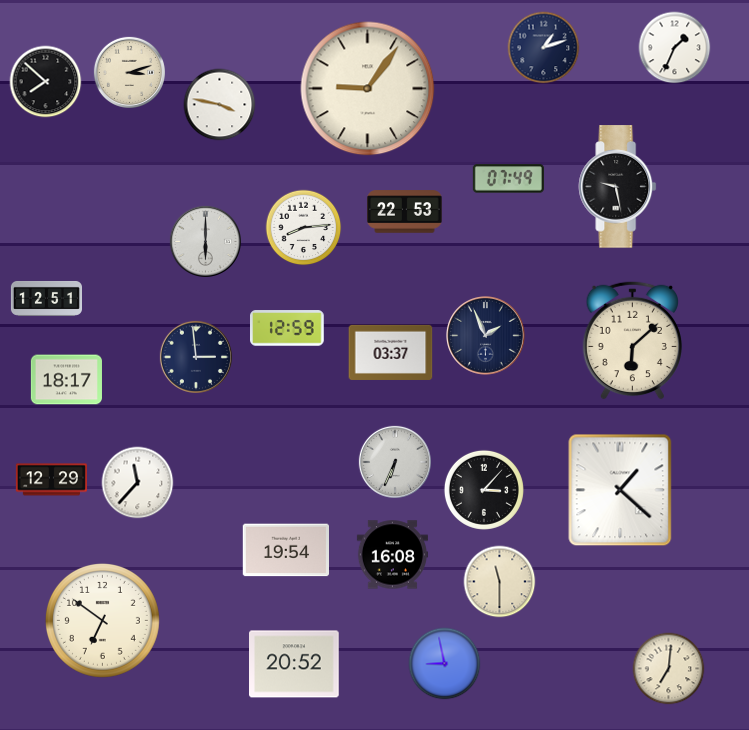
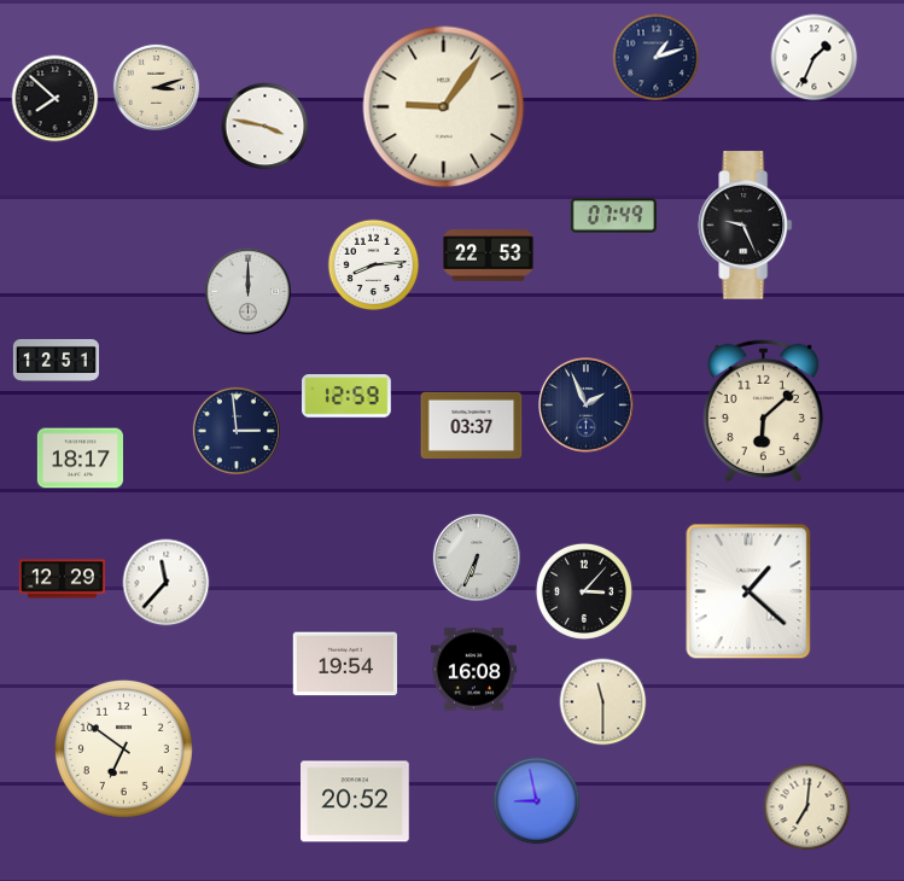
clock at (618, 187): 9:28 -> 9:26
clock at (304, 228) position: (304, 228) -> (374, 266)
clock at (205, 241): 6:00 -> 12:00
